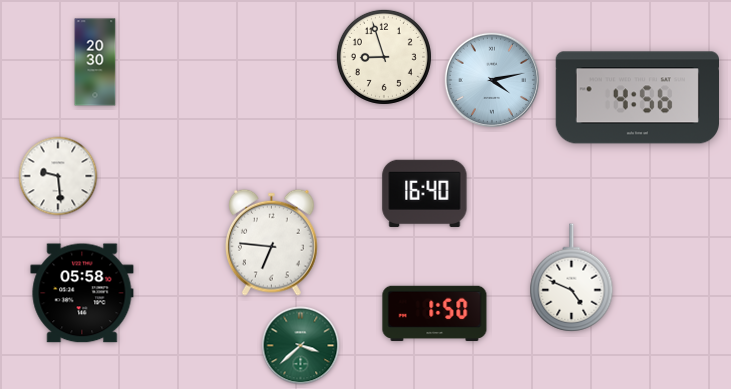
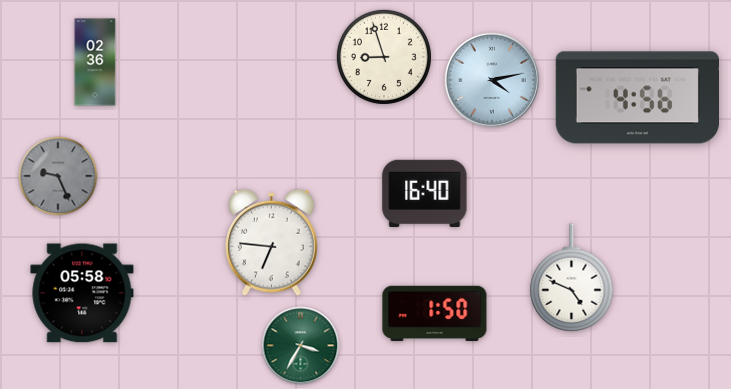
clock at (95, 62): 20:30 -> 02:36
clock at (58, 176): 9:29 -> 9:26
clock at (58, 176) dial: white -> grey
clock at (301, 346): 3:38 -> 3:35
